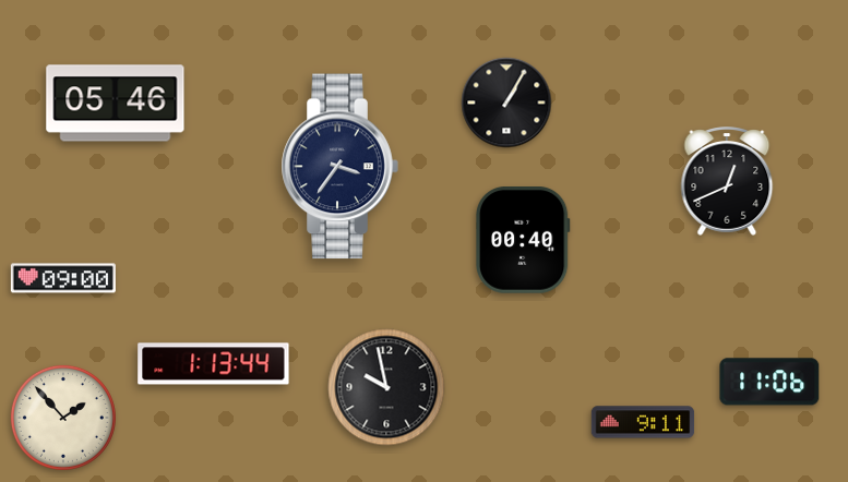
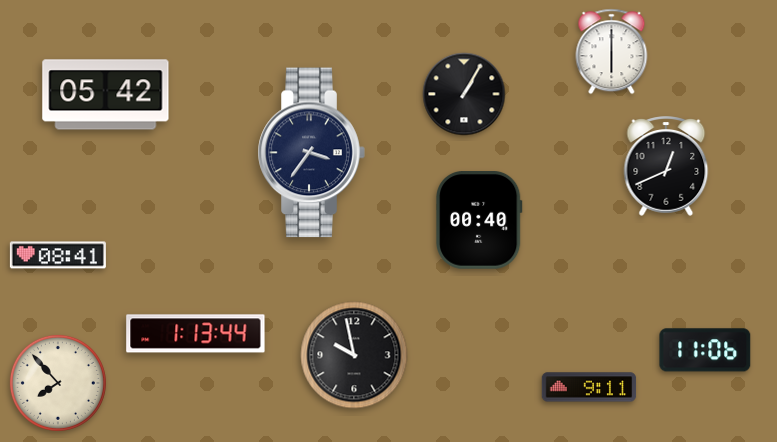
clock at (612, 52): none -> 6:00
clock at (116, 104): 05:46 -> 05:42
clock at (63, 278): 09:00 -> 08:41
clock at (63, 418): 1:53 -> 7:53
